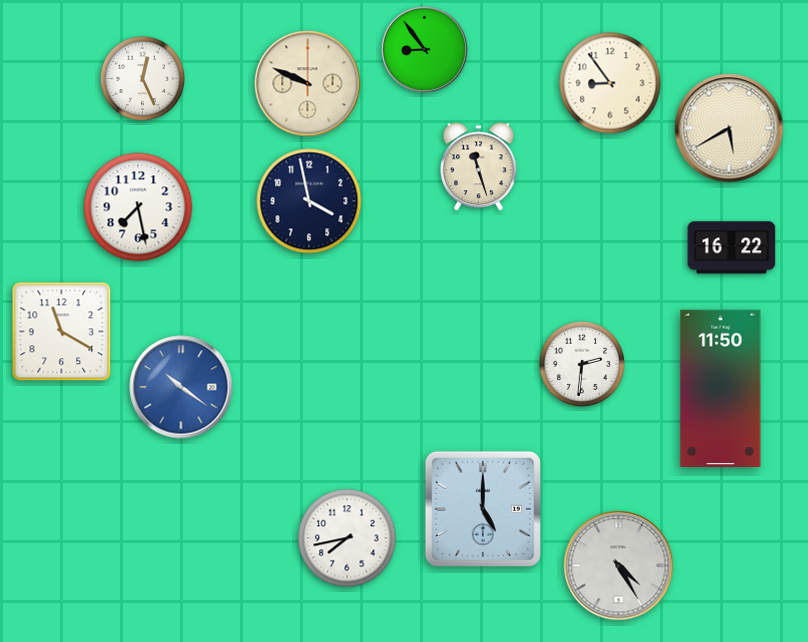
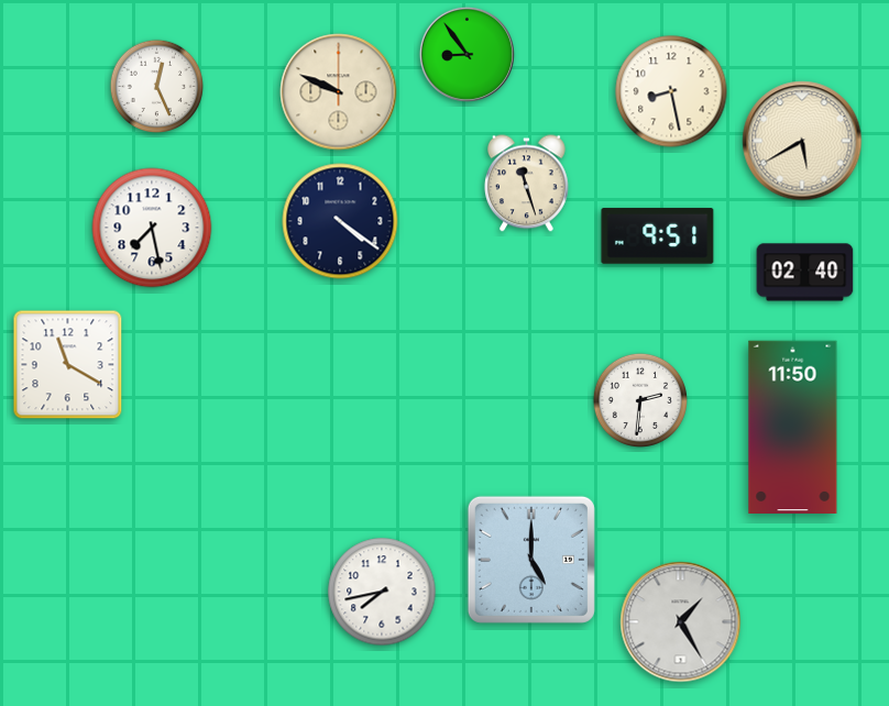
clock at (610, 83): 8:54 -> 8:28
clock at (309, 201): 3:58 -> 4:21
clock at (658, 236): none -> 9:51
clock at (732, 248): 16:22 -> 02:40
clock at (181, 387): 10:21 -> none
clock at (619, 566): 4:25 -> 1:25
